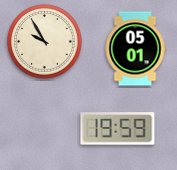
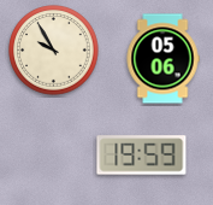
clock at (135, 49): 05:01 -> 05:06
